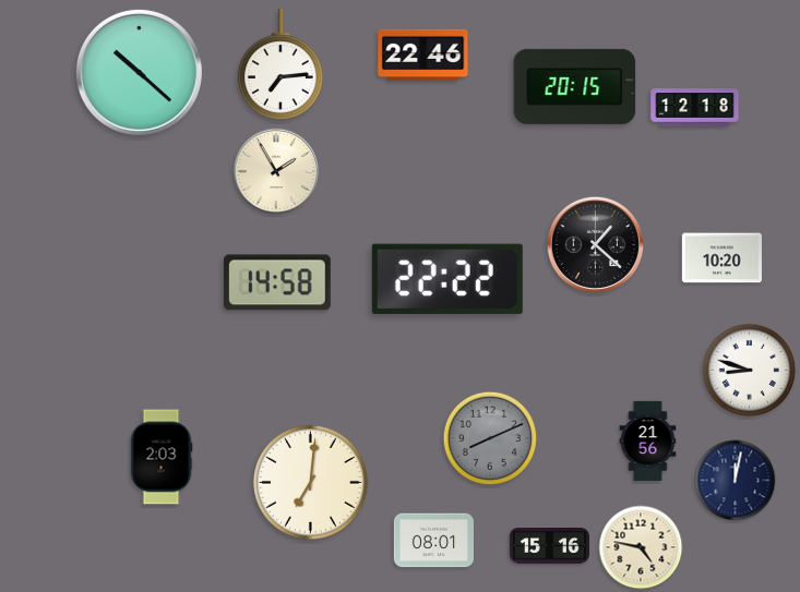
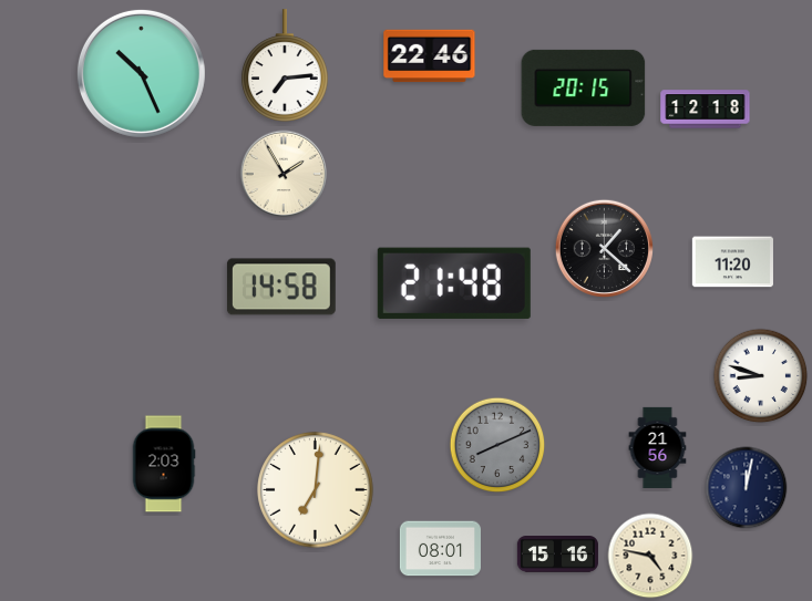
clock at (139, 72): 10:22 -> 10:26
clock at (276, 171) position: (276, 171) -> (284, 174)
clock at (721, 258): 10:20 -> 11:20
clock at (447, 279): 22:22 -> 21:48
